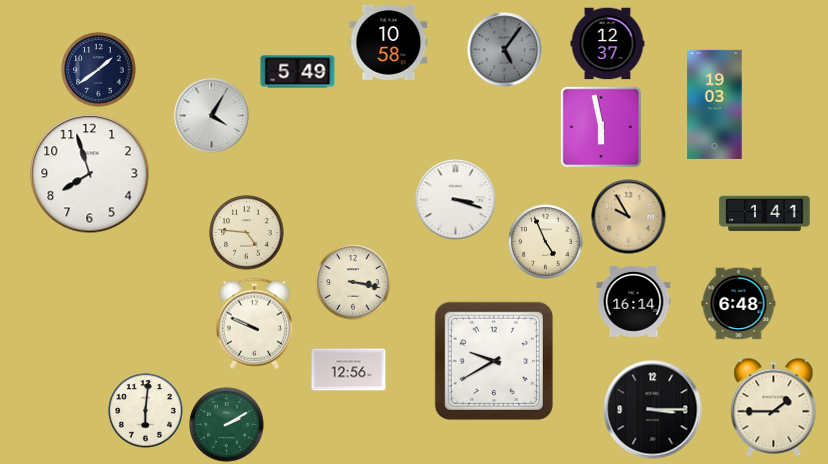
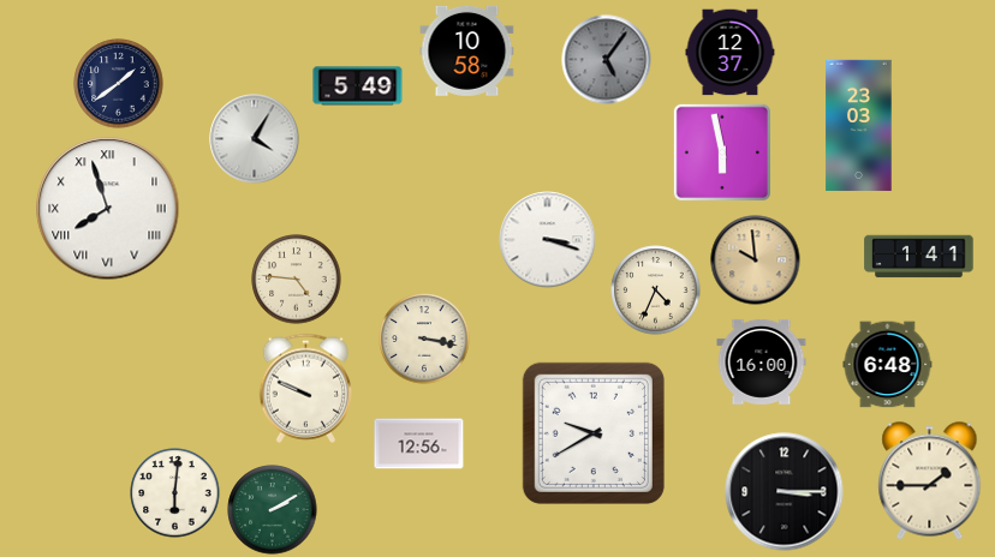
clock at (715, 104): 19:03 -> 23:03
clock at (90, 174) numerals: Arabic -> Roman
clock at (629, 217): 9:55 -> 9:59
clock at (546, 242): 4:56 -> 4:34
clock at (634, 301): 16:14 -> 16:00
clock at (774, 408) position: (774, 408) -> (930, 481)
